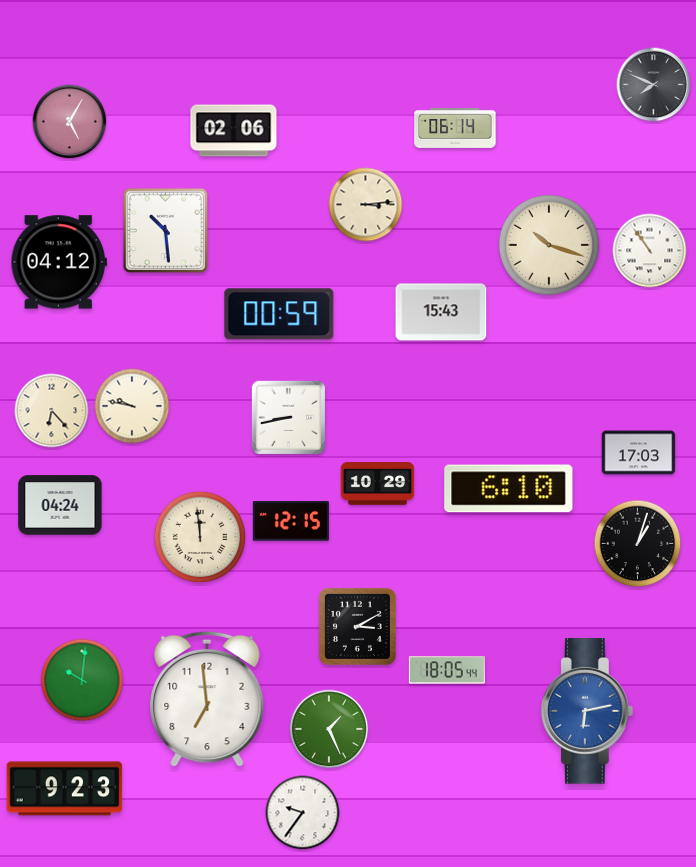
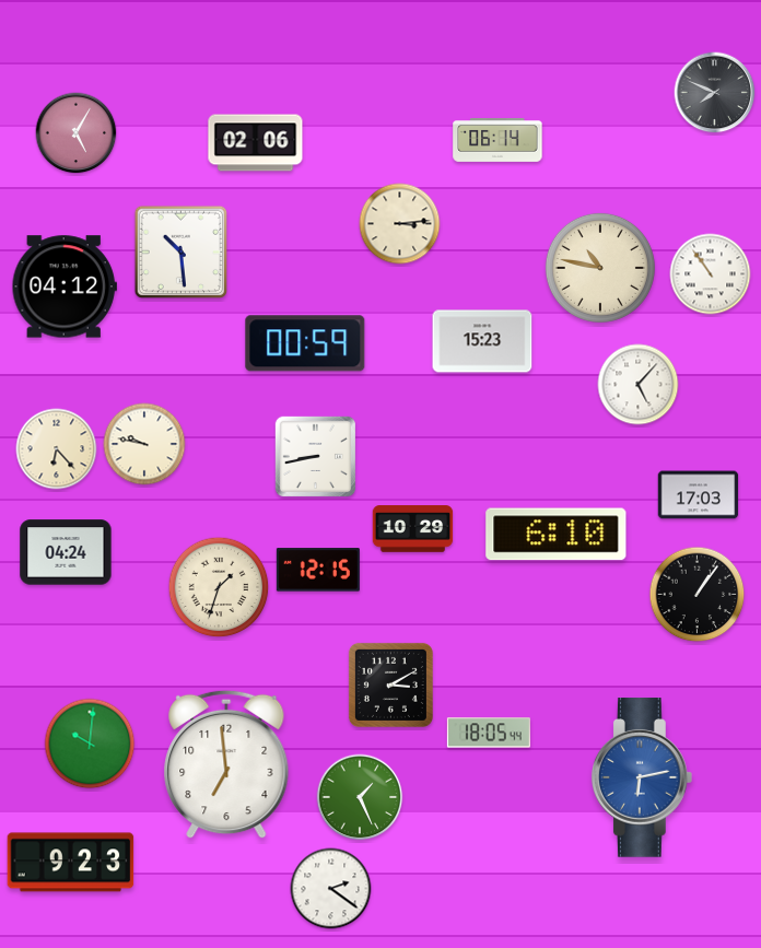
clock at (549, 245): 10:18 -> 10:47
clock at (441, 312): 15:43 -> 15:23
clock at (639, 385): none -> 5:07
clock at (200, 537): 11:59 -> 1:33
clock at (638, 544): 1:03 -> 1:06
clock at (303, 813): 9:36 -> 2:21
